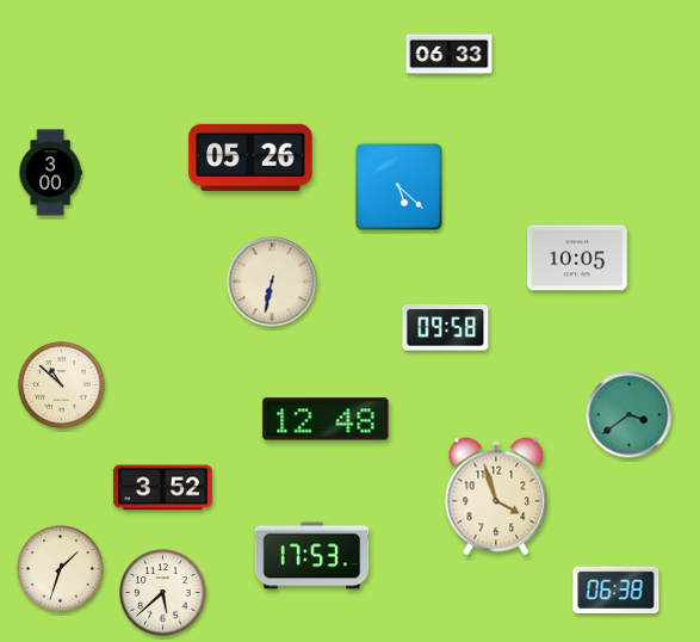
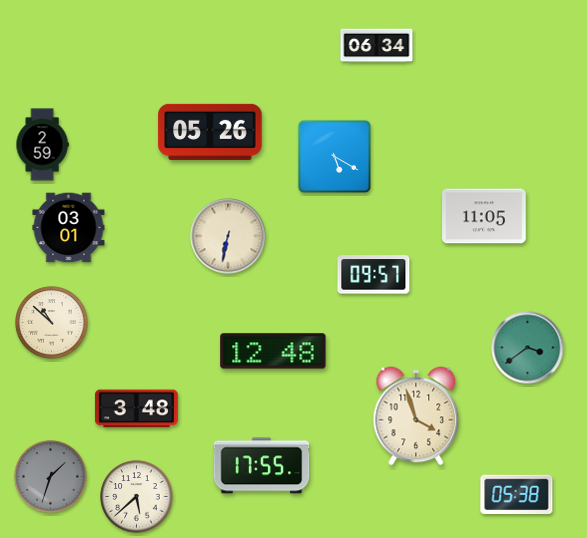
clock at (450, 55): 06:33 -> 06:34
clock at (50, 173): 3:00 -> 2:59
clock at (398, 186): 5:22 -> 5:20
clock at (578, 258): 10:05 -> 11:05
clock at (69, 228): none -> 03:01
clock at (446, 328): 09:58 -> 09:57
clock at (162, 488): 3:52 -> 3:48
clock at (312, 556): 17:53 -> 17:55
clock at (61, 569) dial: cream -> grey
clock at (617, 589): 06:38 -> 05:38
